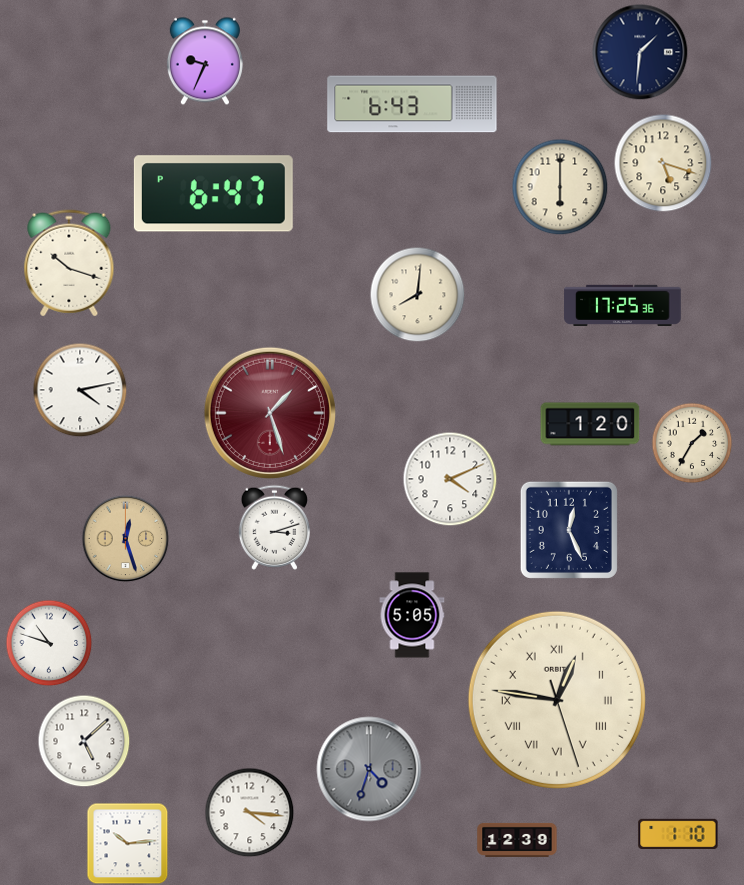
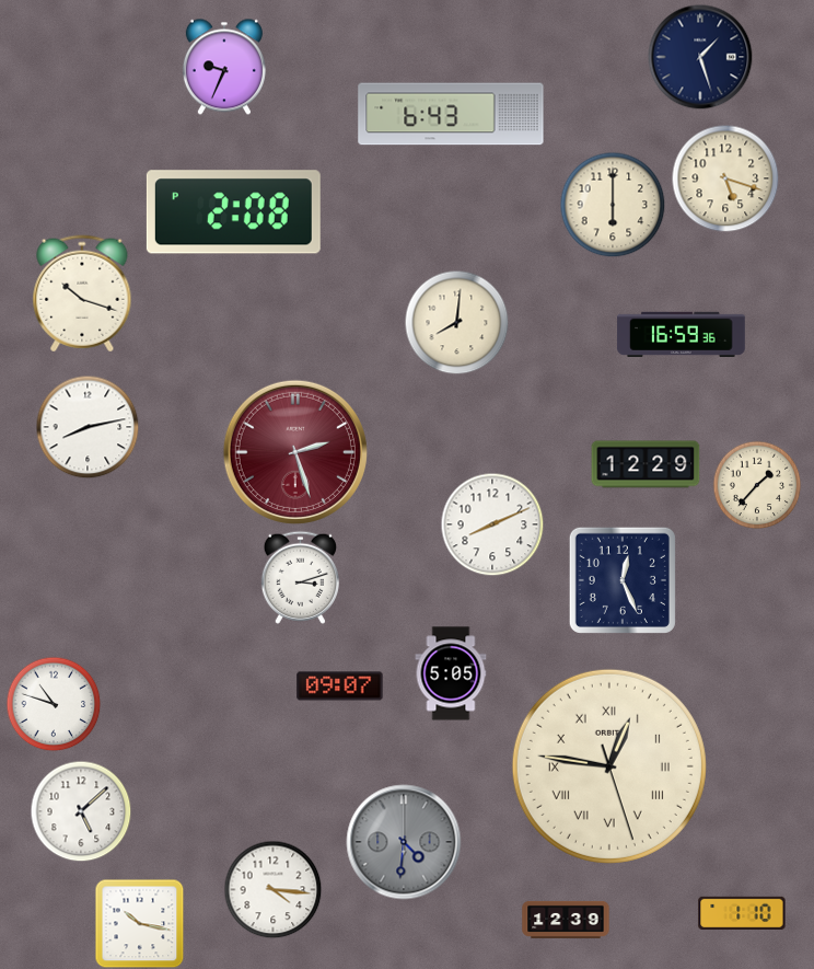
clock at (640, 52): 1:31 -> 1:27
clock at (213, 194): 6:47 -> 2:08
clock at (69, 263) position: (69, 263) -> (82, 293)
clock at (623, 305): 17:25 -> 16:59
clock at (80, 390): 4:13 -> 8:13
clock at (270, 413): 1:27 -> 2:27
clock at (590, 424): 1:20 -> 12:29
clock at (692, 443): 1:35 -> 1:37
clock at (450, 479): 4:11 -> 8:11
clock at (125, 538): 12:27 -> none
clock at (340, 687): none -> 09:07
clock at (84, 741) position: (84, 741) -> (81, 811)
clock at (369, 769): 4:33 -> 4:31
clock at (127, 843): 10:14 -> 10:17
